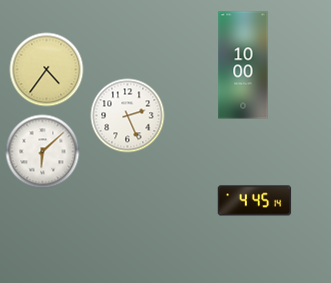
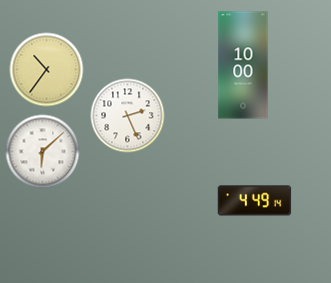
clock at (47, 70): 4:36 -> 10:36
clock at (255, 201): 4:45 -> 4:49
